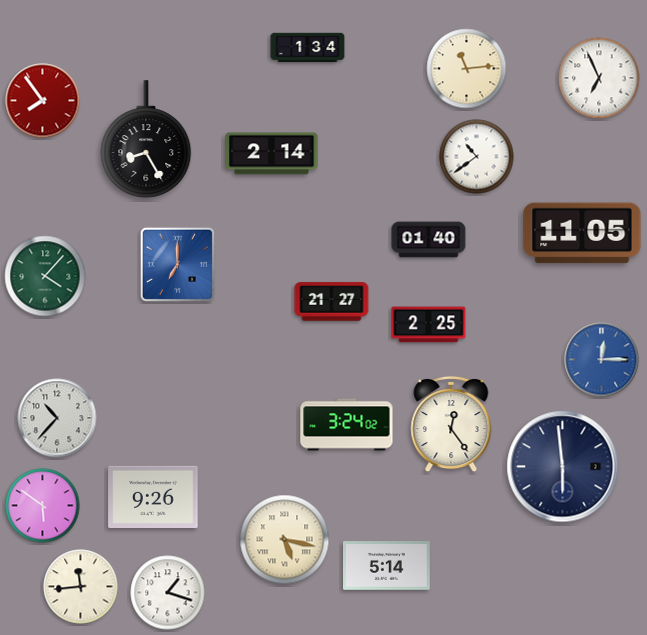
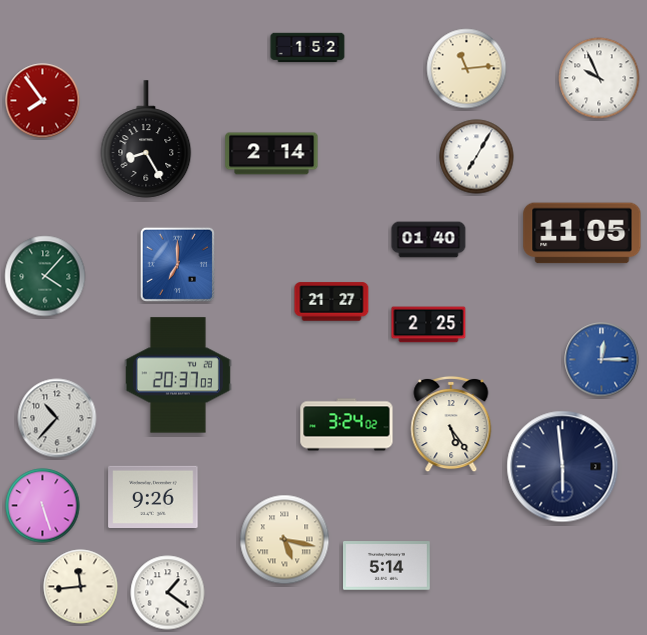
clock at (308, 48): 1:34 -> 1:52
clock at (599, 78): 6:56 -> 9:56
clock at (477, 157): 10:39 -> 7:05
clock at (178, 375): none -> 20:37
clock at (451, 424): 12:24 -> 5:24
clock at (43, 506): 5:51 -> 5:27
clock at (168, 593): 1:18 -> 1:21
